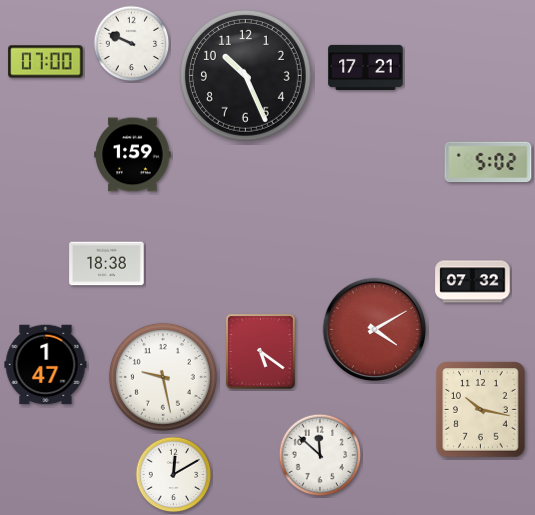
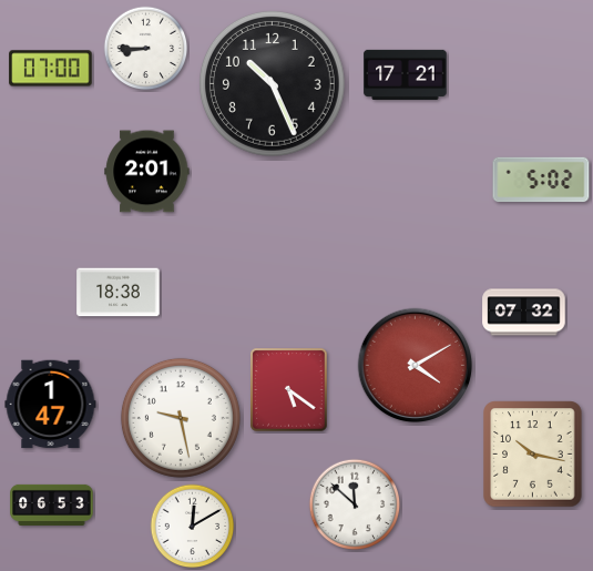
clock at (132, 44): 9:49 -> 8:45
clock at (133, 155): 1:59 -> 2:01
clock at (52, 504): none -> 06:53
